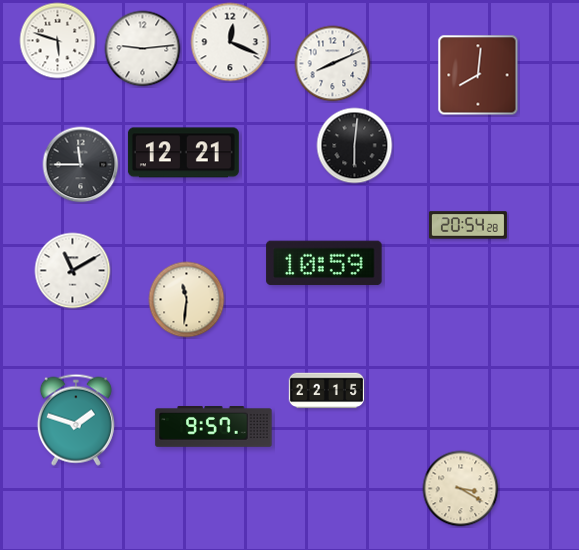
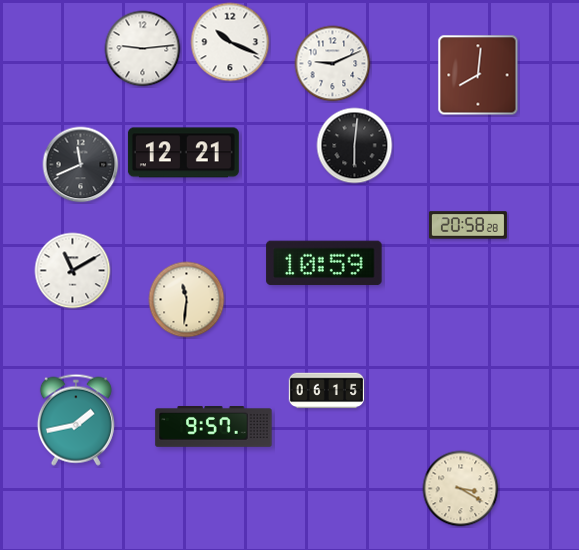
clock at (58, 41): 5:48 -> none
clock at (230, 42): 12:19 -> 10:19
clock at (333, 64): 8:11 -> 9:11
clock at (81, 165): 11:45 -> 11:41
clock at (468, 225): 20:54 -> 20:58
clock at (326, 391): 22:15 -> 06:15
clock at (76, 420): 1:48 -> 1:43
